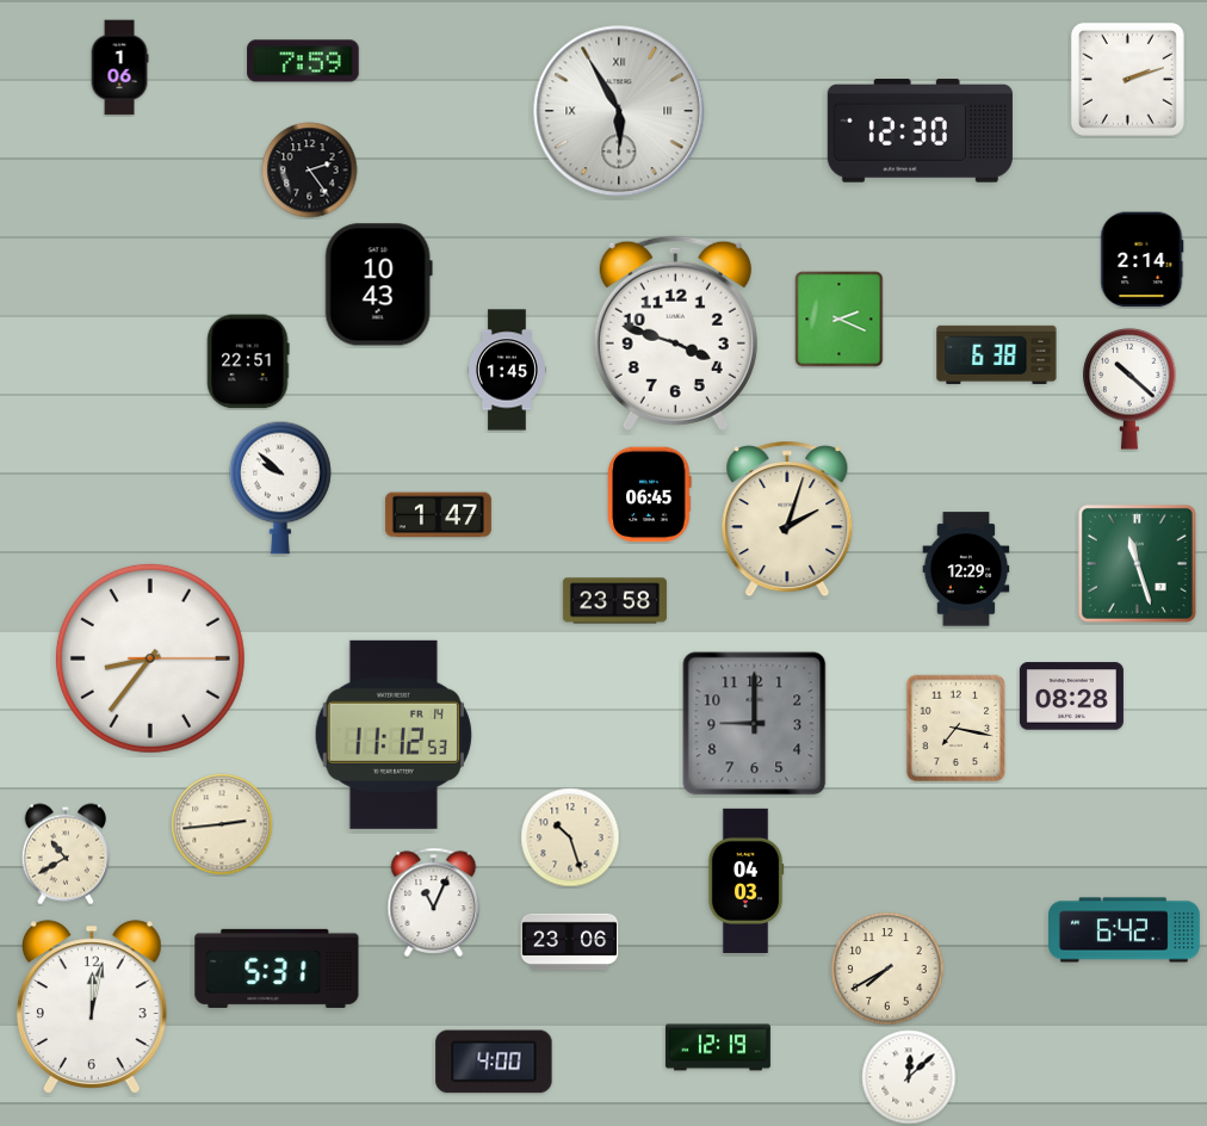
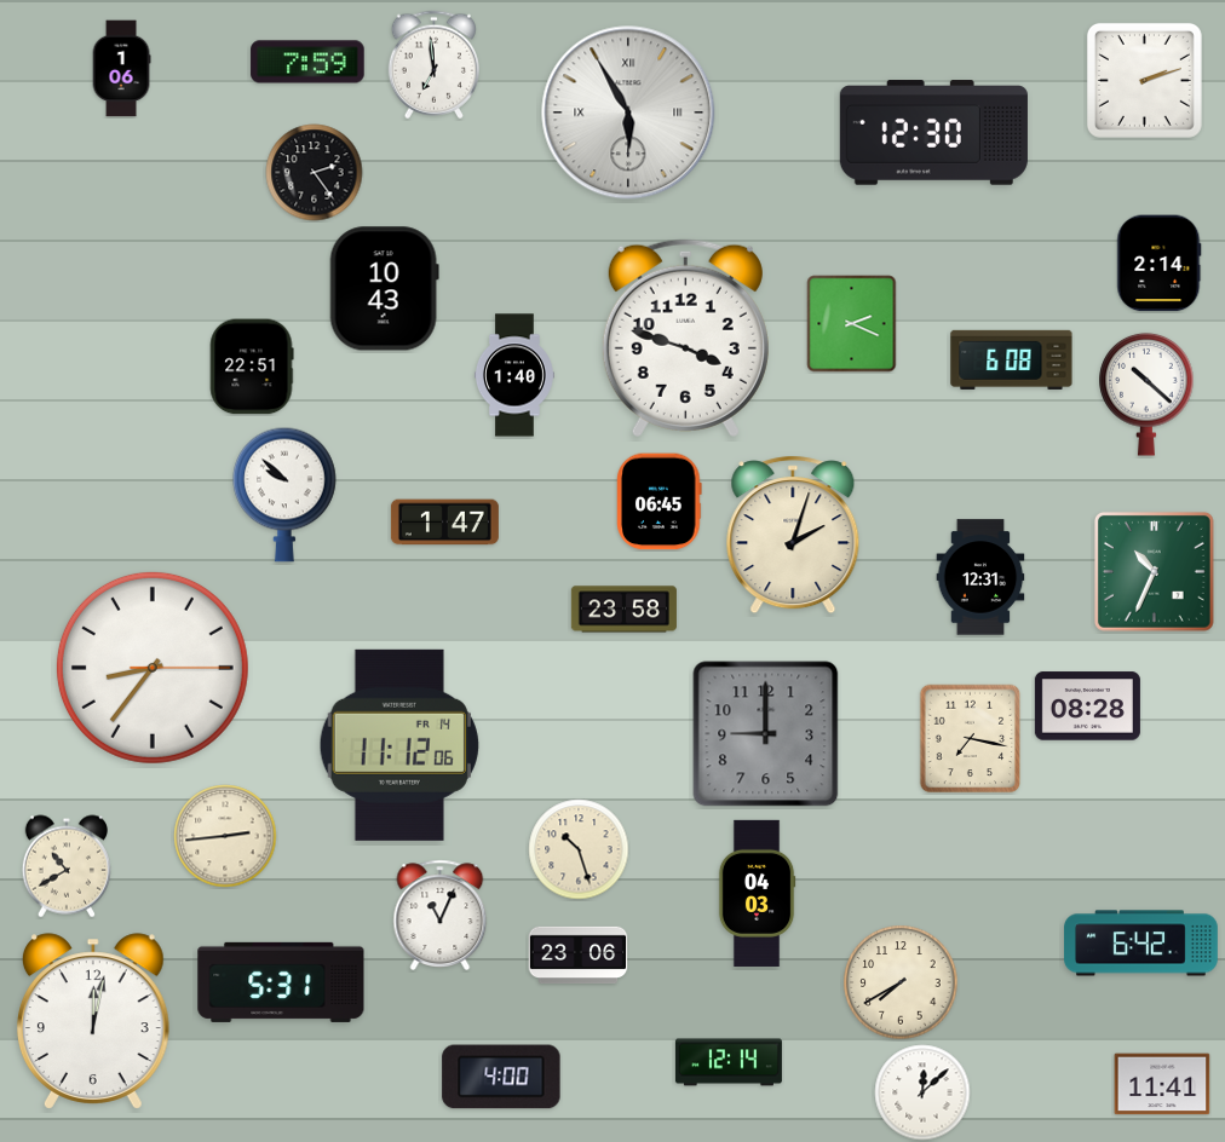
clock at (433, 65): none -> 6:59
clock at (997, 354): 6:38 -> 6:08
clock at (507, 370): 1:45 -> 1:40
clock at (787, 519) position: (787, 519) -> (793, 535)
clock at (1137, 563): 11:27 -> 10:34
clock at (966, 569): 12:29 -> 12:31
clock at (394, 735): 11:12:53 -> 11:12:06
clock at (718, 1047): 12:19 -> 12:14
clock at (1162, 1084): none -> 11:41
